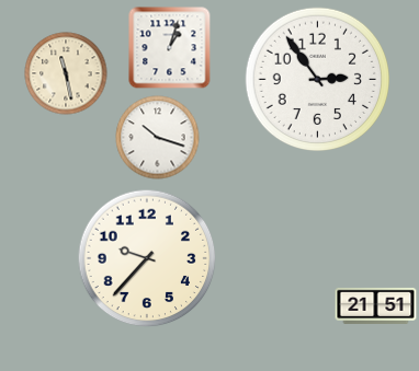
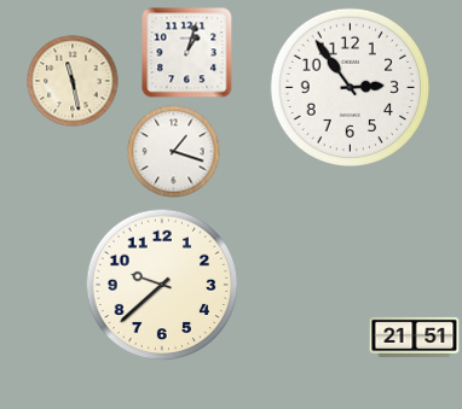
clock at (158, 138): 10:18 -> 1:18
clock at (147, 258): 9:37 -> 9:38
